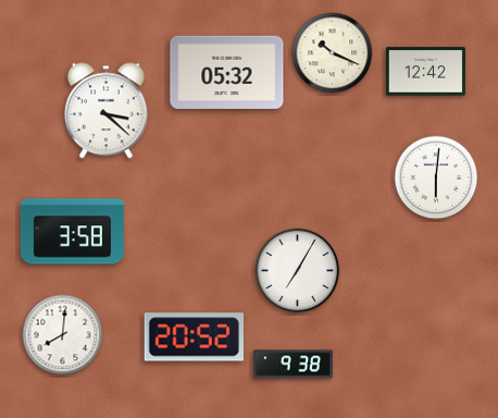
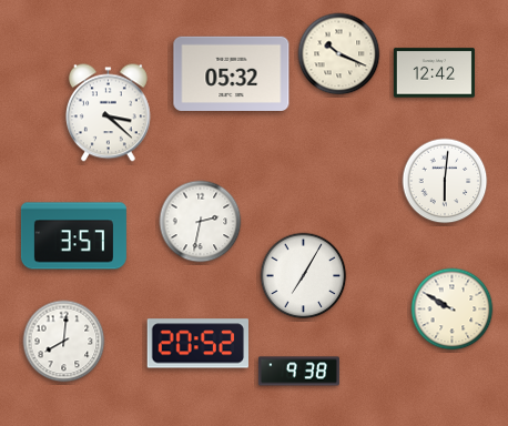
clock at (201, 222): none -> 2:32
clock at (72, 232): 3:58 -> 3:57
clock at (453, 310): none -> 9:50
